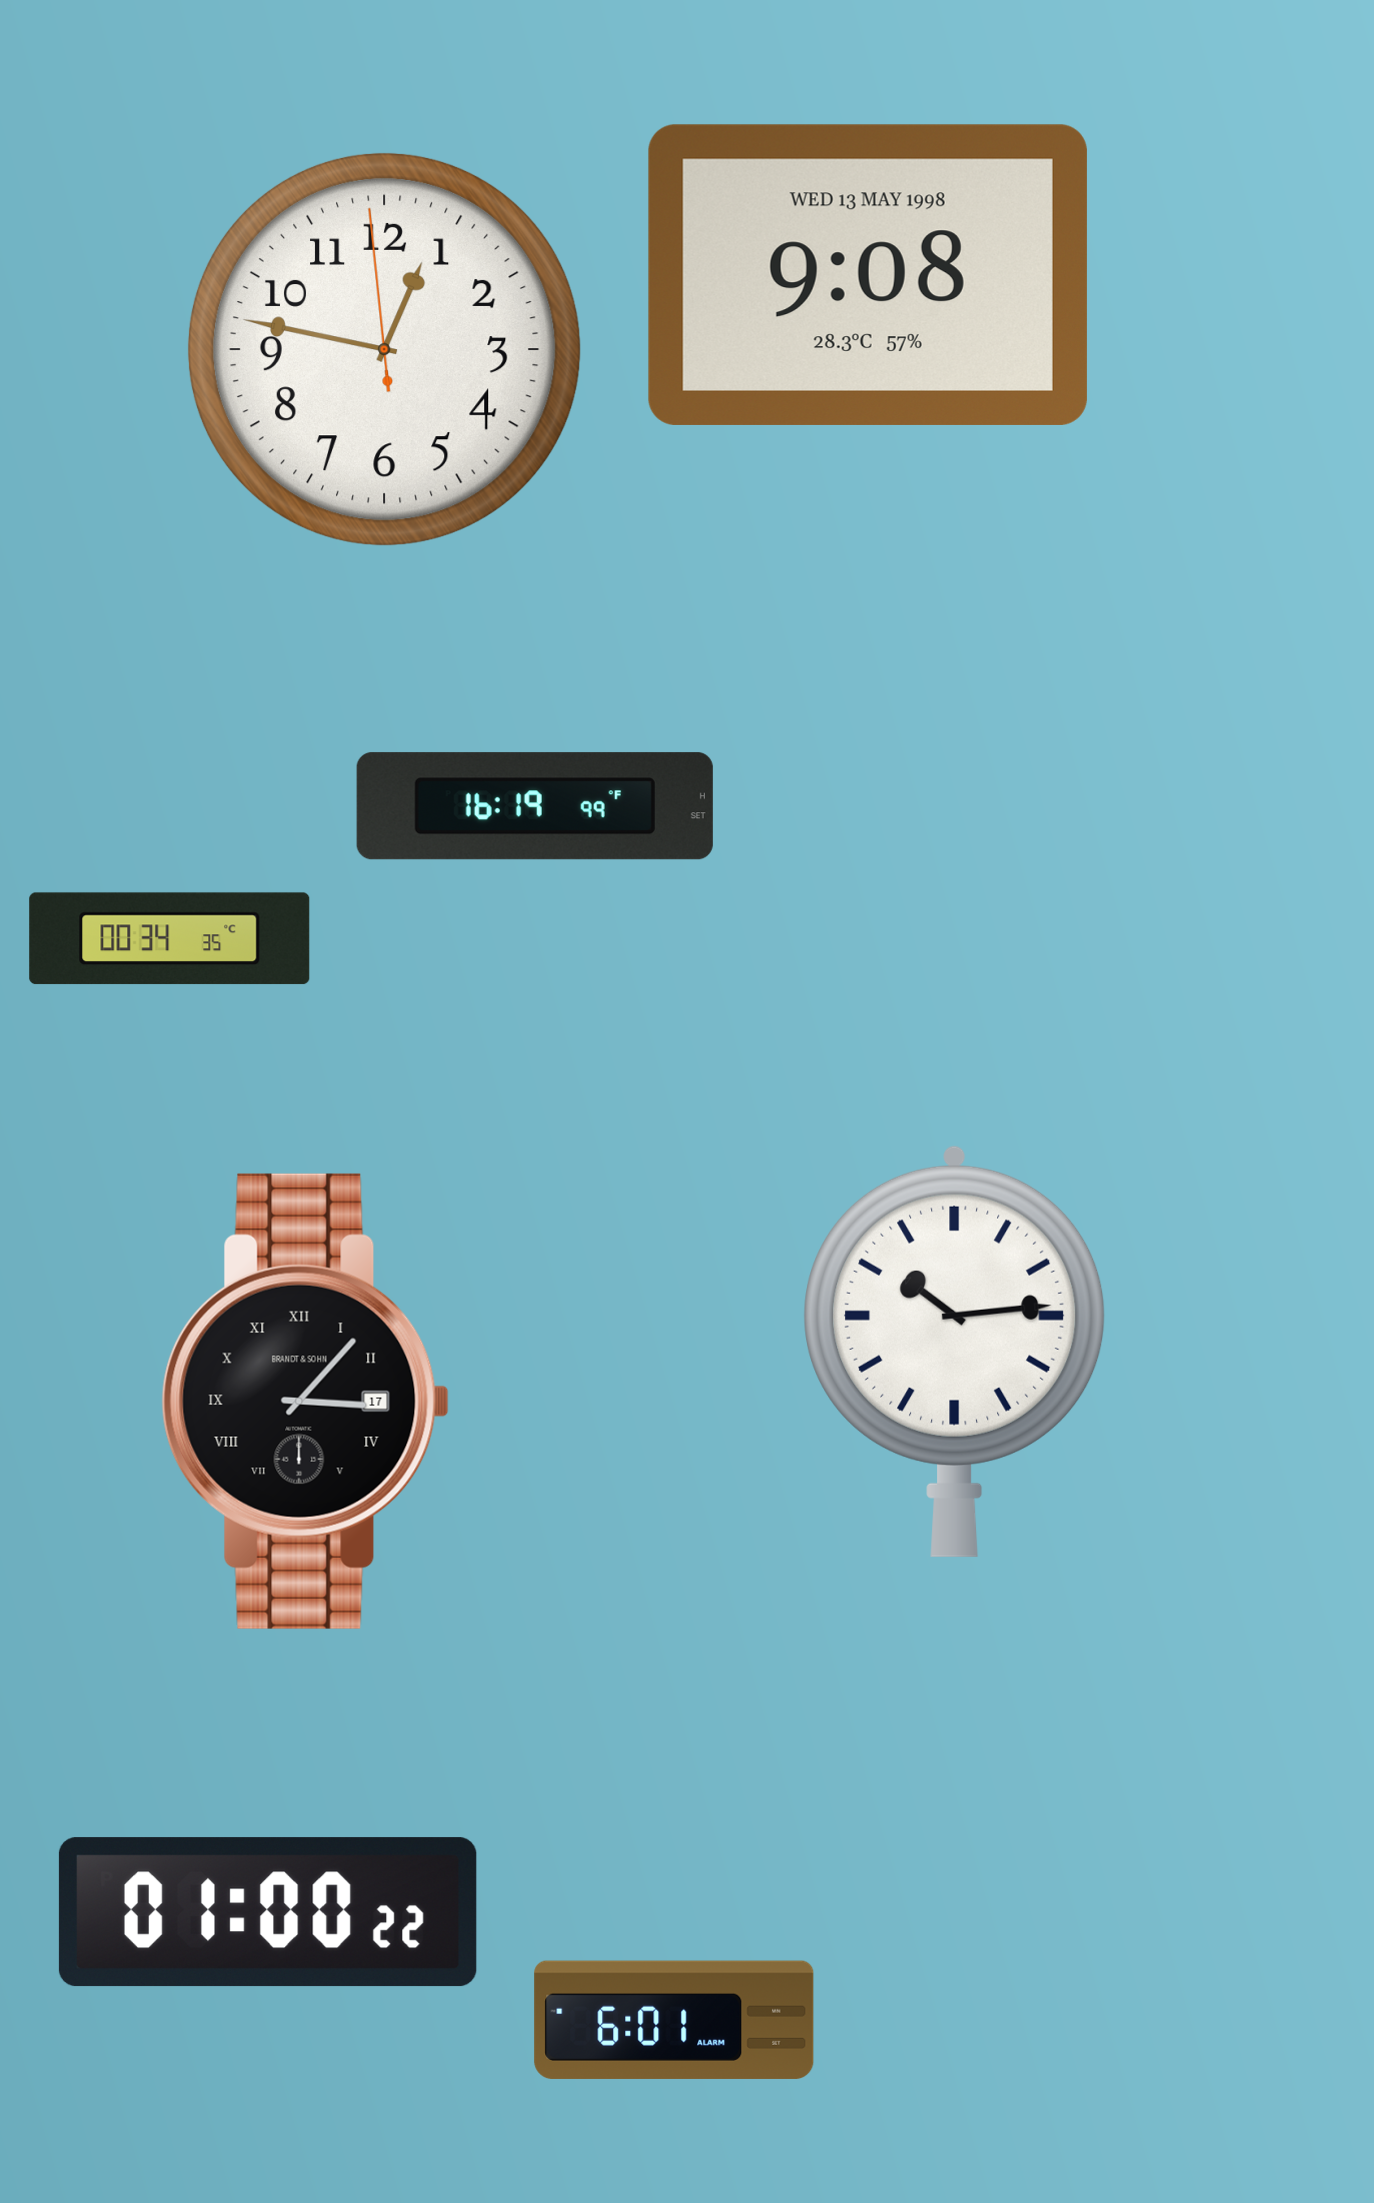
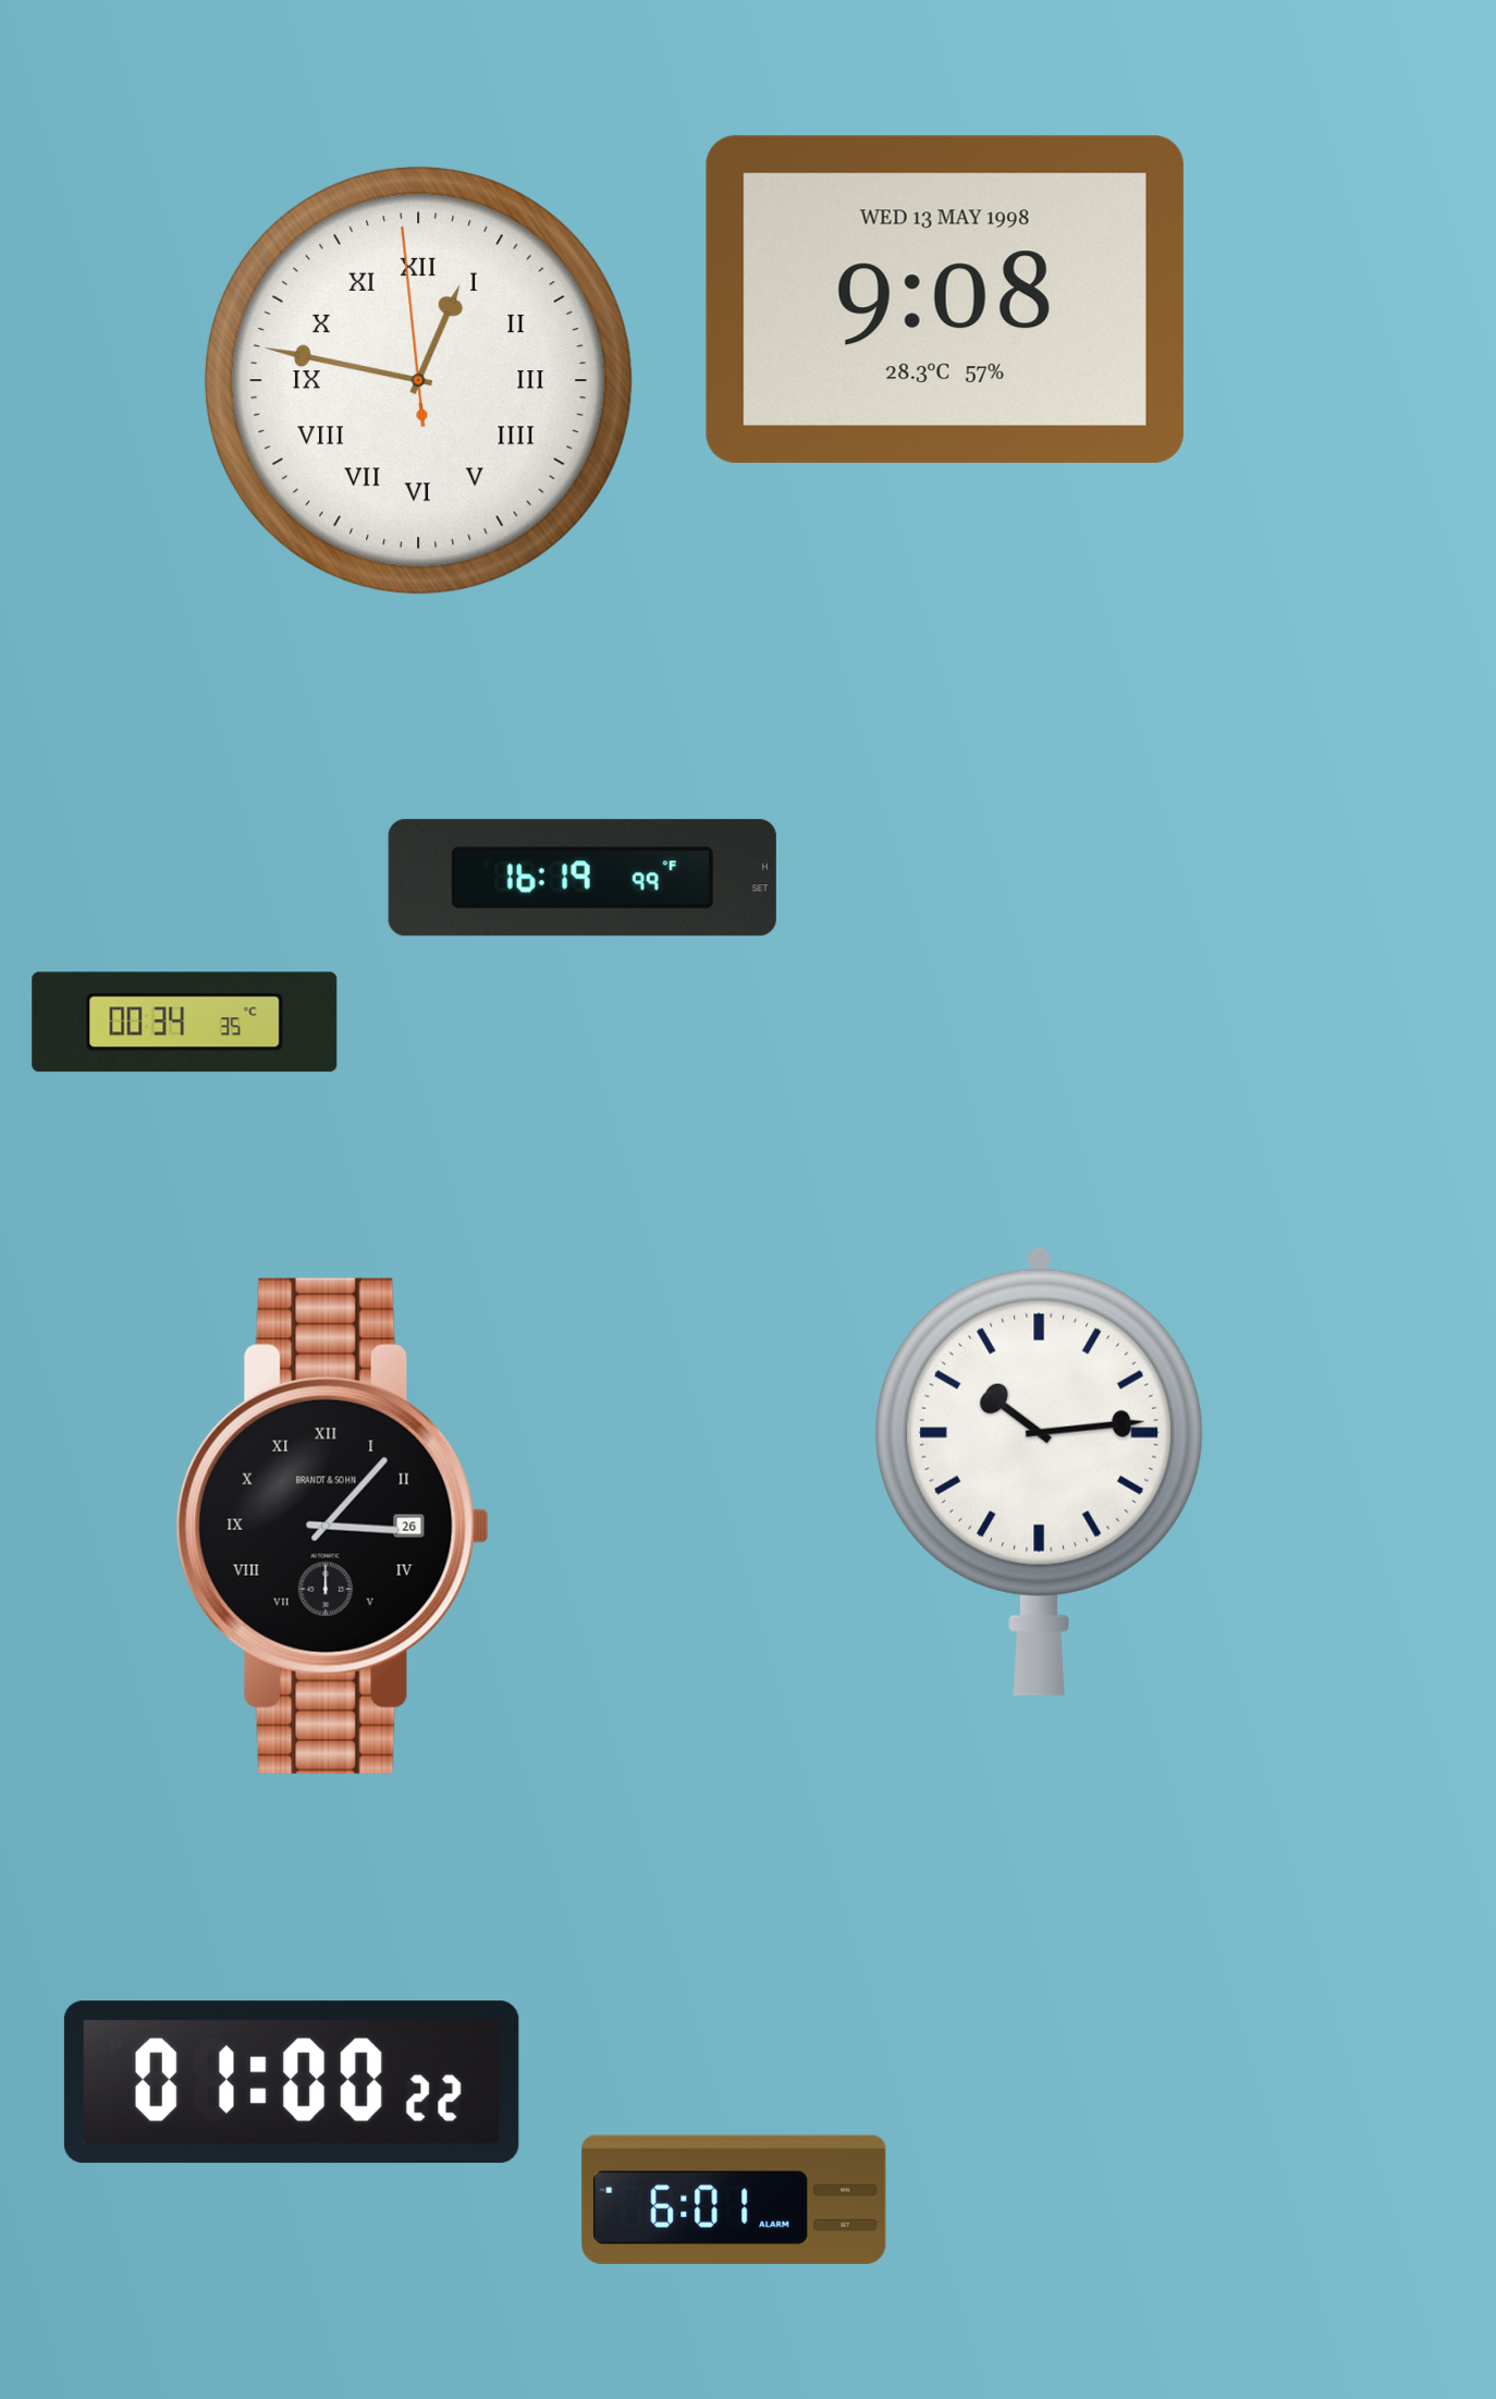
clock at (384, 349) numerals: Arabic -> Roman
clock at (305, 1401) date: 17 -> 26
